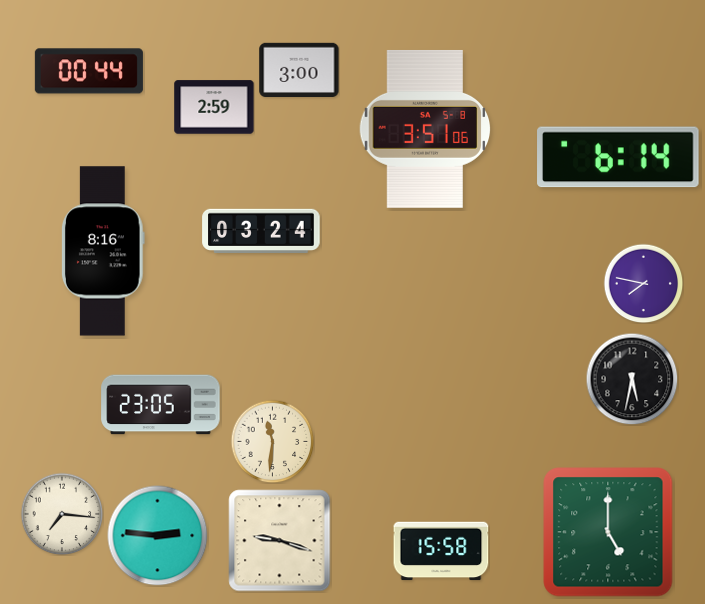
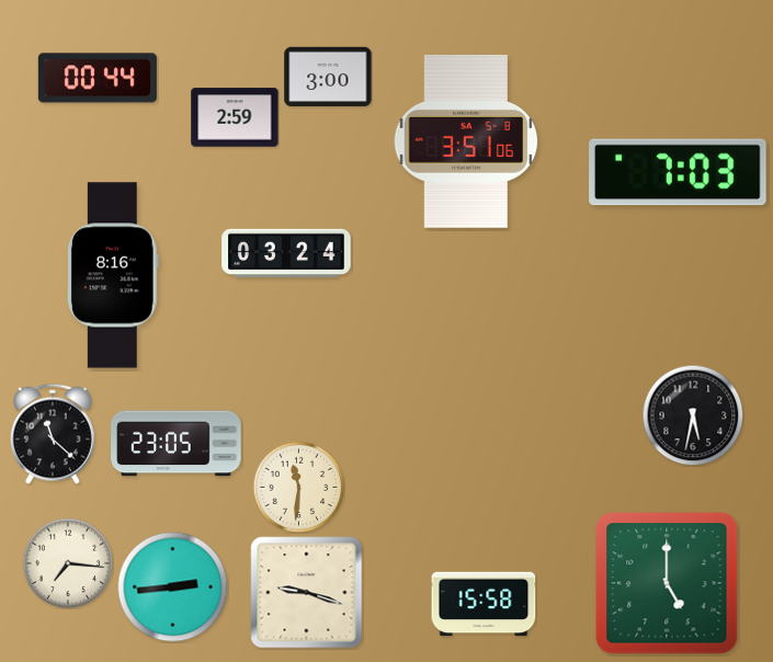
clock at (618, 157): 6:14 -> 7:03
clock at (643, 283): 7:47 -> none
clock at (54, 434): none -> 11:22
clock at (272, 441) position: (272, 441) -> (298, 487)
clock at (158, 536): 2:46 -> 2:44
